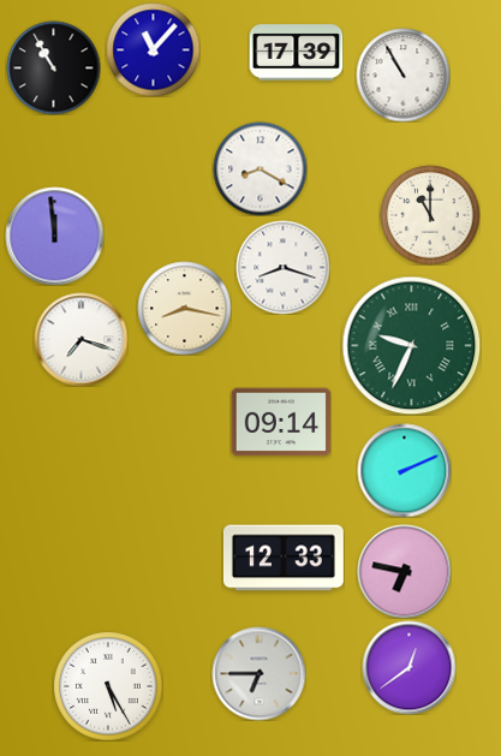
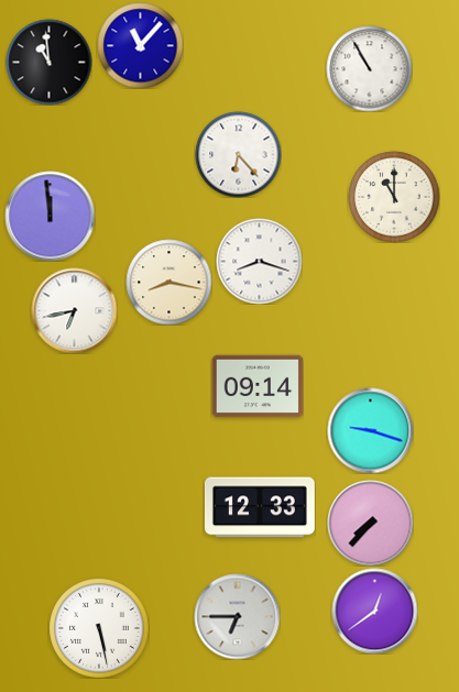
clock at (296, 53): 17:39 -> none
clock at (53, 67): 10:55 -> 10:59
clock at (260, 168): 8:20 -> 6:23
clock at (282, 267) position: (282, 267) -> (259, 261)
clock at (80, 339): 7:18 -> 6:43
clock at (411, 345): 9:34 -> none
clock at (404, 470): 2:11 -> 9:18
clock at (284, 558) position: (284, 558) -> (260, 507)
clock at (404, 571): 6:47 -> 7:37
clock at (108, 686): 5:25 -> 5:28
